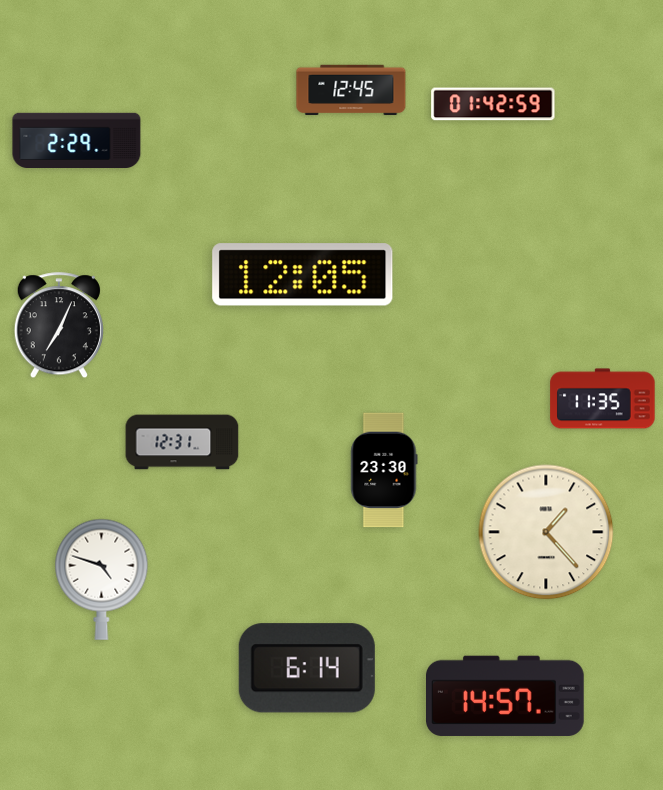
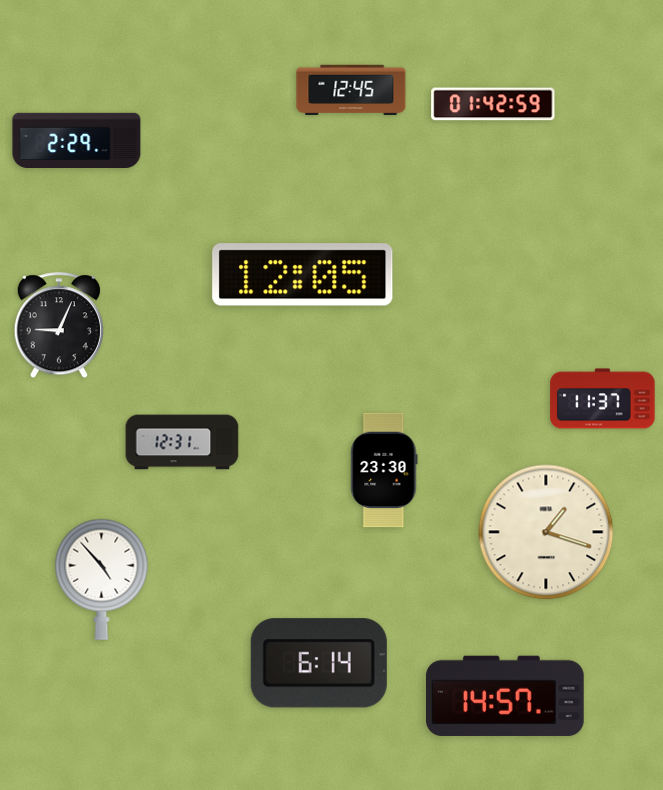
clock at (59, 326): 7:04 -> 9:04
clock at (603, 399): 11:35 -> 11:37
clock at (546, 532): 1:23 -> 1:18
clock at (102, 579): 4:48 -> 4:53
clock at (307, 668) position: (307, 668) -> (319, 663)
